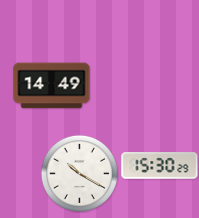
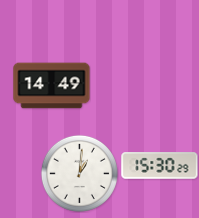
clock at (79, 173): 10:20 -> 1:01
